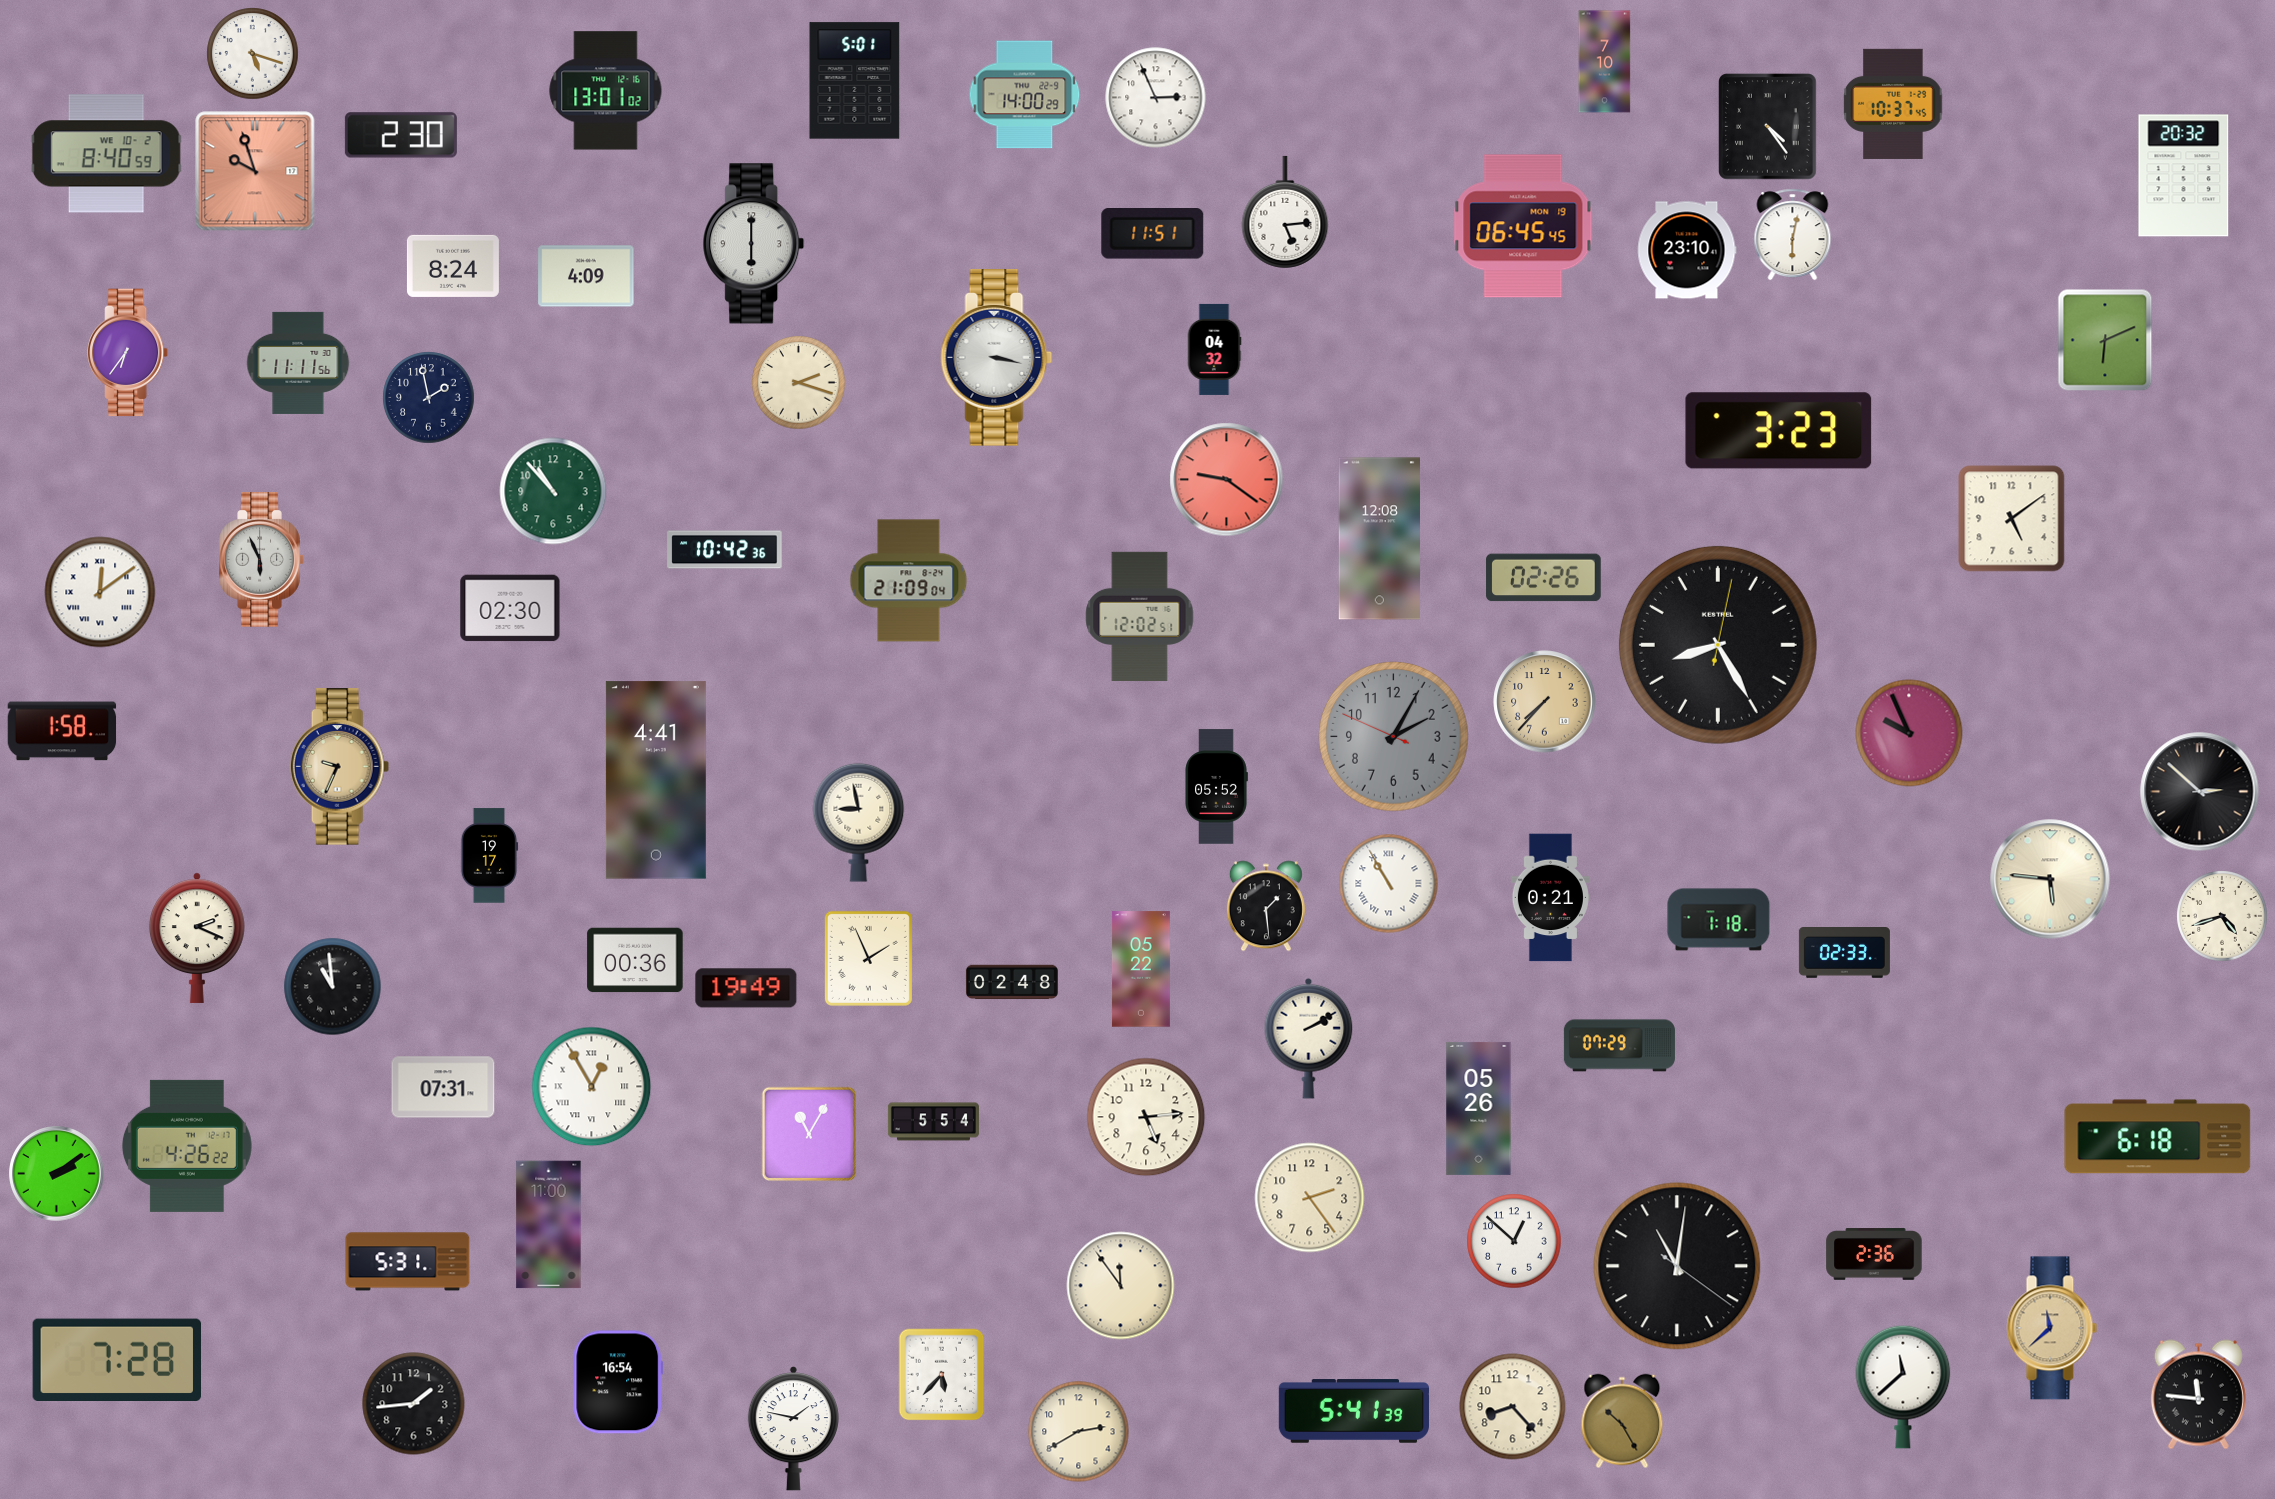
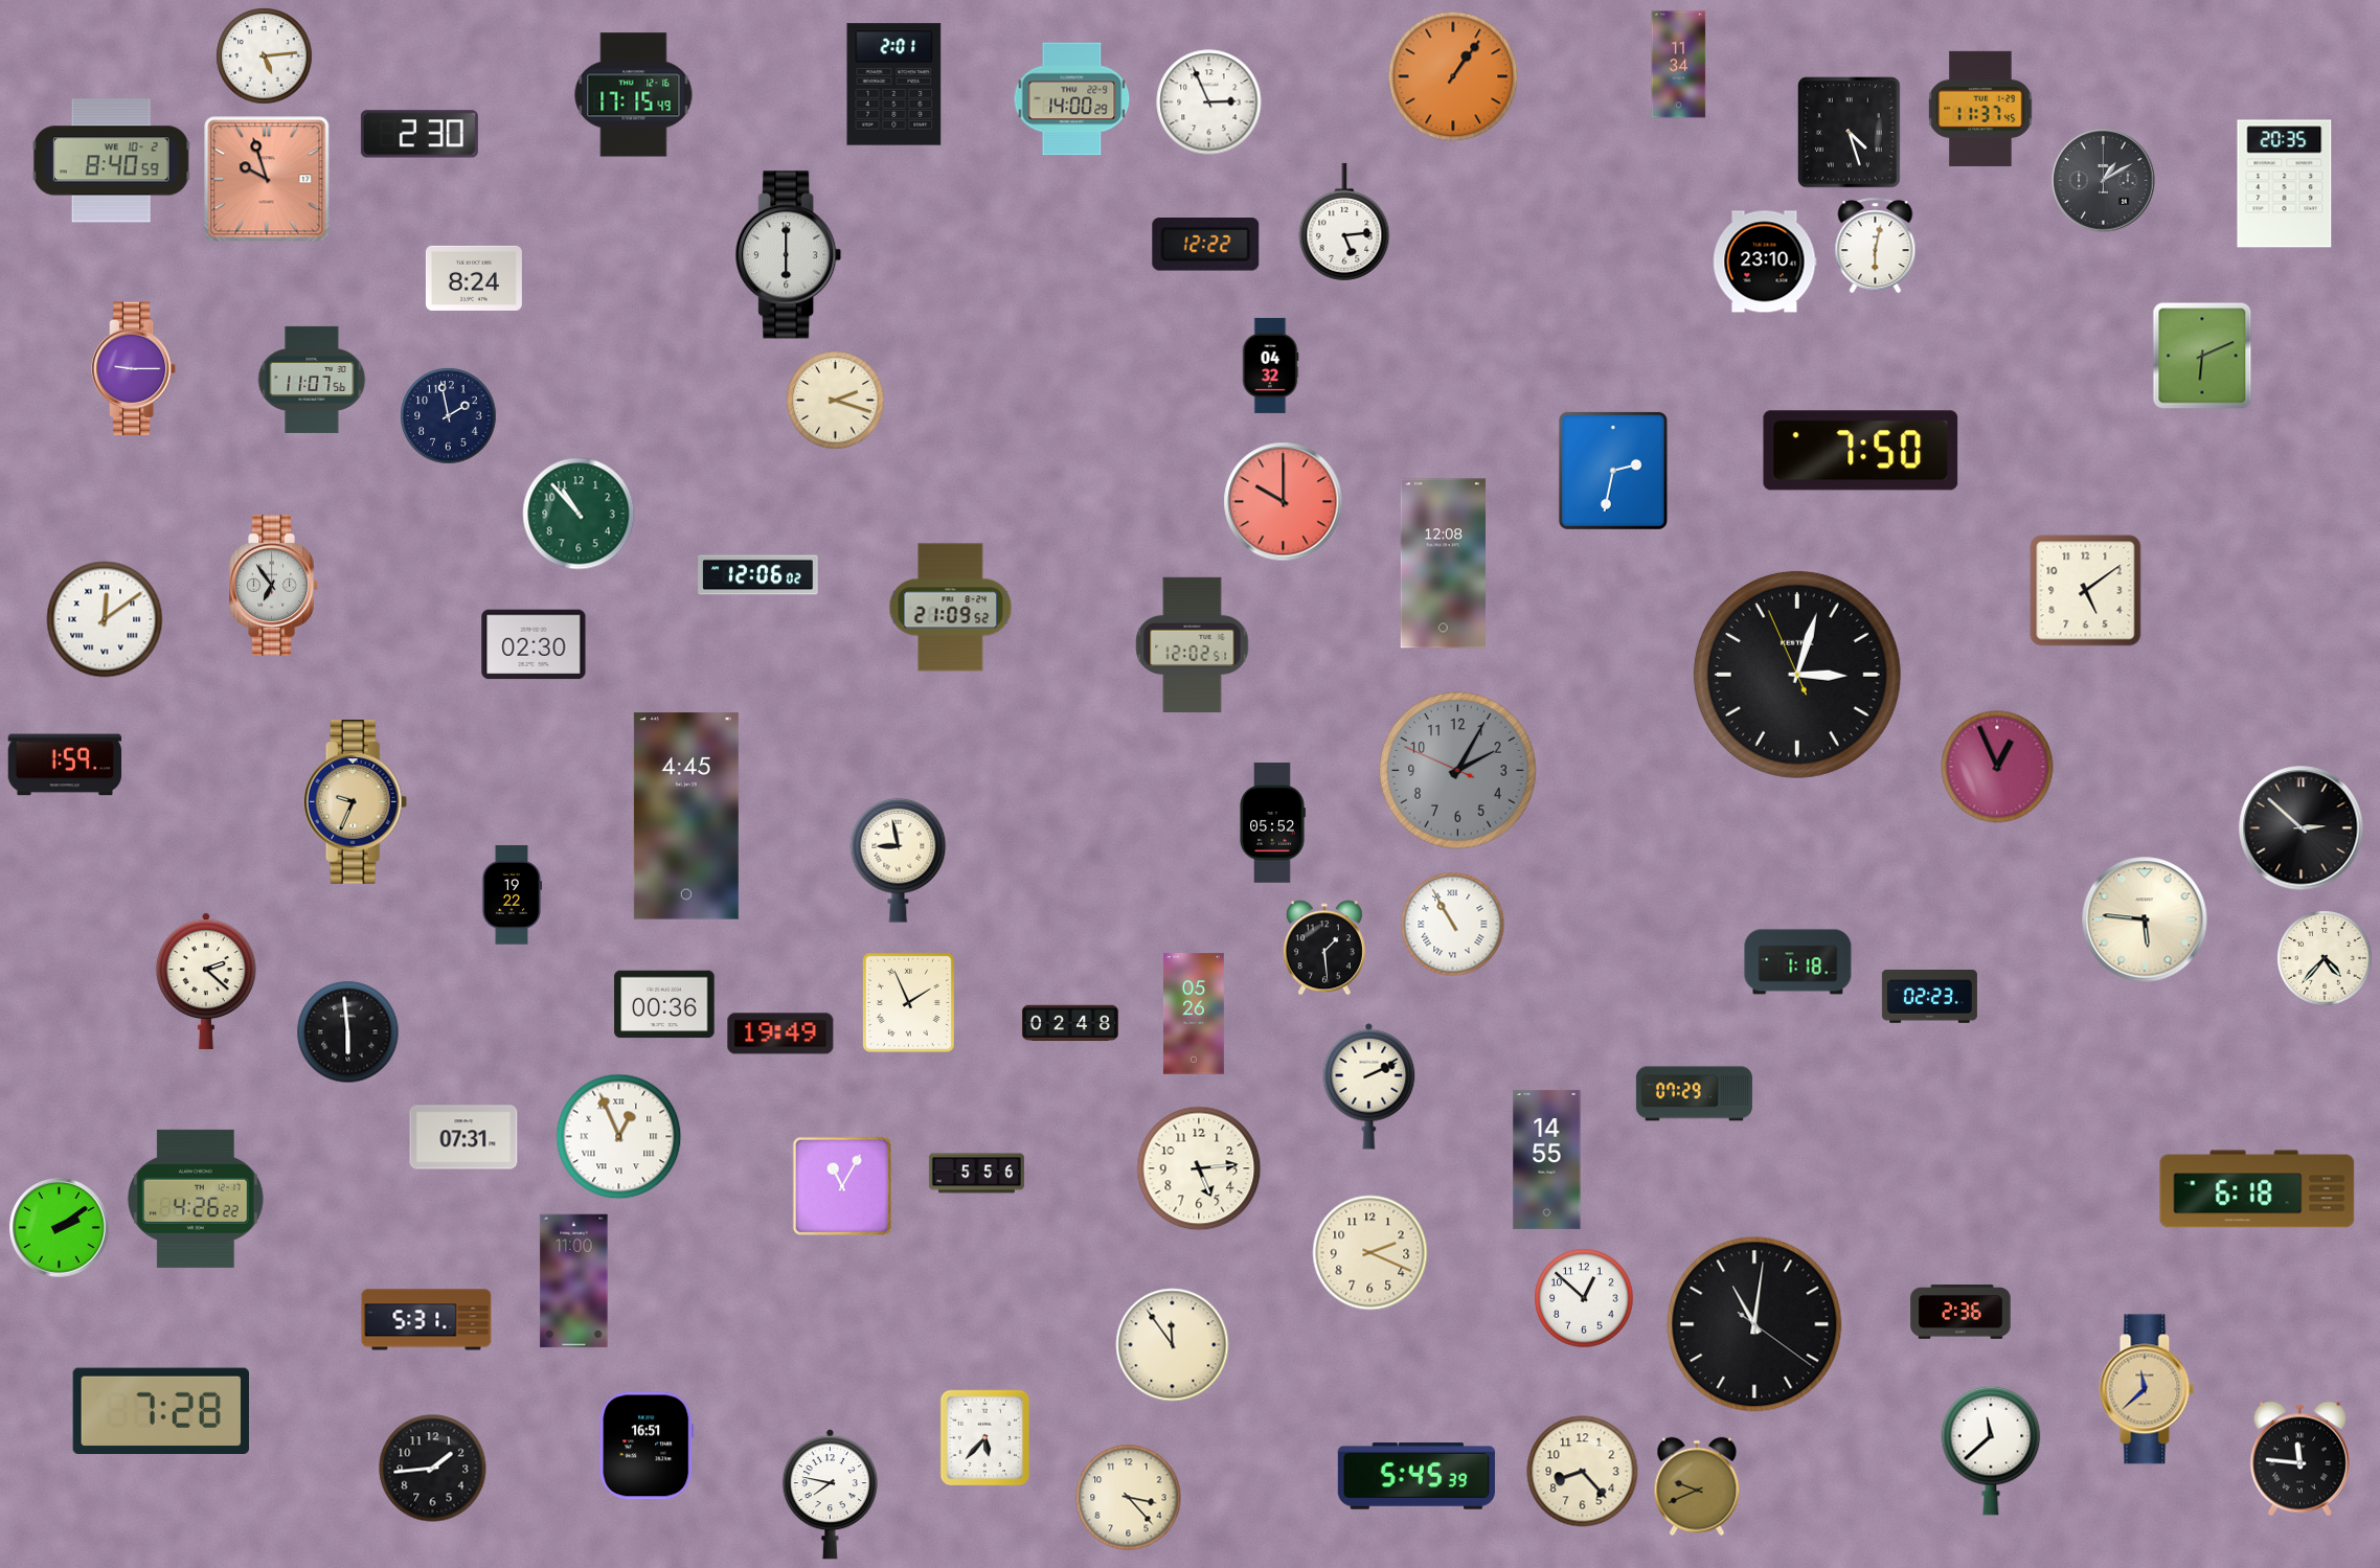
clock at (253, 54): 5:18 -> 5:14
clock at (1605, 62): 7:10 -> 11:34
clock at (1453, 76): none -> 1:06
clock at (855, 81): 5:01 -> 2:01
clock at (606, 91): 13:01 -> 17:15
clock at (1893, 104): 10:37 -> 11:37
clock at (1768, 127): 4:24 -> 4:27
clock at (401, 135) position: (401, 135) -> (420, 134)
clock at (2104, 181): none -> 1:10
clock at (2184, 176): 20:32 -> 20:35
clock at (1523, 226): 06:45 -> none
clock at (1153, 234): 11:51 -> 12:22
clock at (586, 276): 4:09 -> none
clock at (129, 353): 6:36 -> 9:15
clock at (997, 358): 3:17 -> none
clock at (298, 363): 11:11 -> 11:07
clock at (1779, 431): 3:23 -> 7:50
clock at (1613, 471): none -> 2:32
clock at (1227, 480): 9:21 -> 10:00
clock at (2012, 519) position: (2012, 519) -> (2086, 591)
clock at (725, 550): 10:42 -> 12:06
clock at (261, 560): 5:56 -> 6:54
clock at (1544, 578): 02:26 -> none
clock at (909, 581): 21:09:04 -> 21:09:52
clock at (510, 608) position: (510, 608) -> (534, 644)
clock at (1718, 645): 8:25 -> 3:02
clock at (1545, 702): 7:37 -> none
clock at (62, 731): 1:58 -> 1:59
clock at (1909, 733): 9:56 -> 12:56
clock at (656, 780): 4:41 -> 4:45
clock at (489, 856): 19:17 -> 19:22
clock at (1550, 898): 0:21 -> none
clock at (2222, 916): 4:42 -> 4:37
clock at (197, 938): 2:19 -> 2:22
clock at (1844, 953): 02:33 -> 02:23
clock at (1141, 969): 05:22 -> 05:26
clock at (1012, 982) position: (1012, 982) -> (1070, 1023)
clock at (333, 987): 10:59 -> 5:59
clock at (1309, 1038): 2:10 -> 2:11
clock at (592, 1087): 12:55 -> 12:56
clock at (1479, 1108): 05:26 -> 14:55
clock at (933, 1122): 5:54 -> 5:56
clock at (808, 1133) position: (808, 1133) -> (841, 1185)
clock at (1310, 1198): 2:24 -> 2:19
clock at (116, 1359) position: (116, 1359) -> (160, 1410)
clock at (618, 1382): 16:54 -> 16:51
clock at (1354, 1411): 5:41 -> 5:45
clock at (1622, 1421): 10:25 -> 9:41
clock at (793, 1429): 1:47 -> 7:47
clock at (1079, 1432): 2:40 -> 3:23
